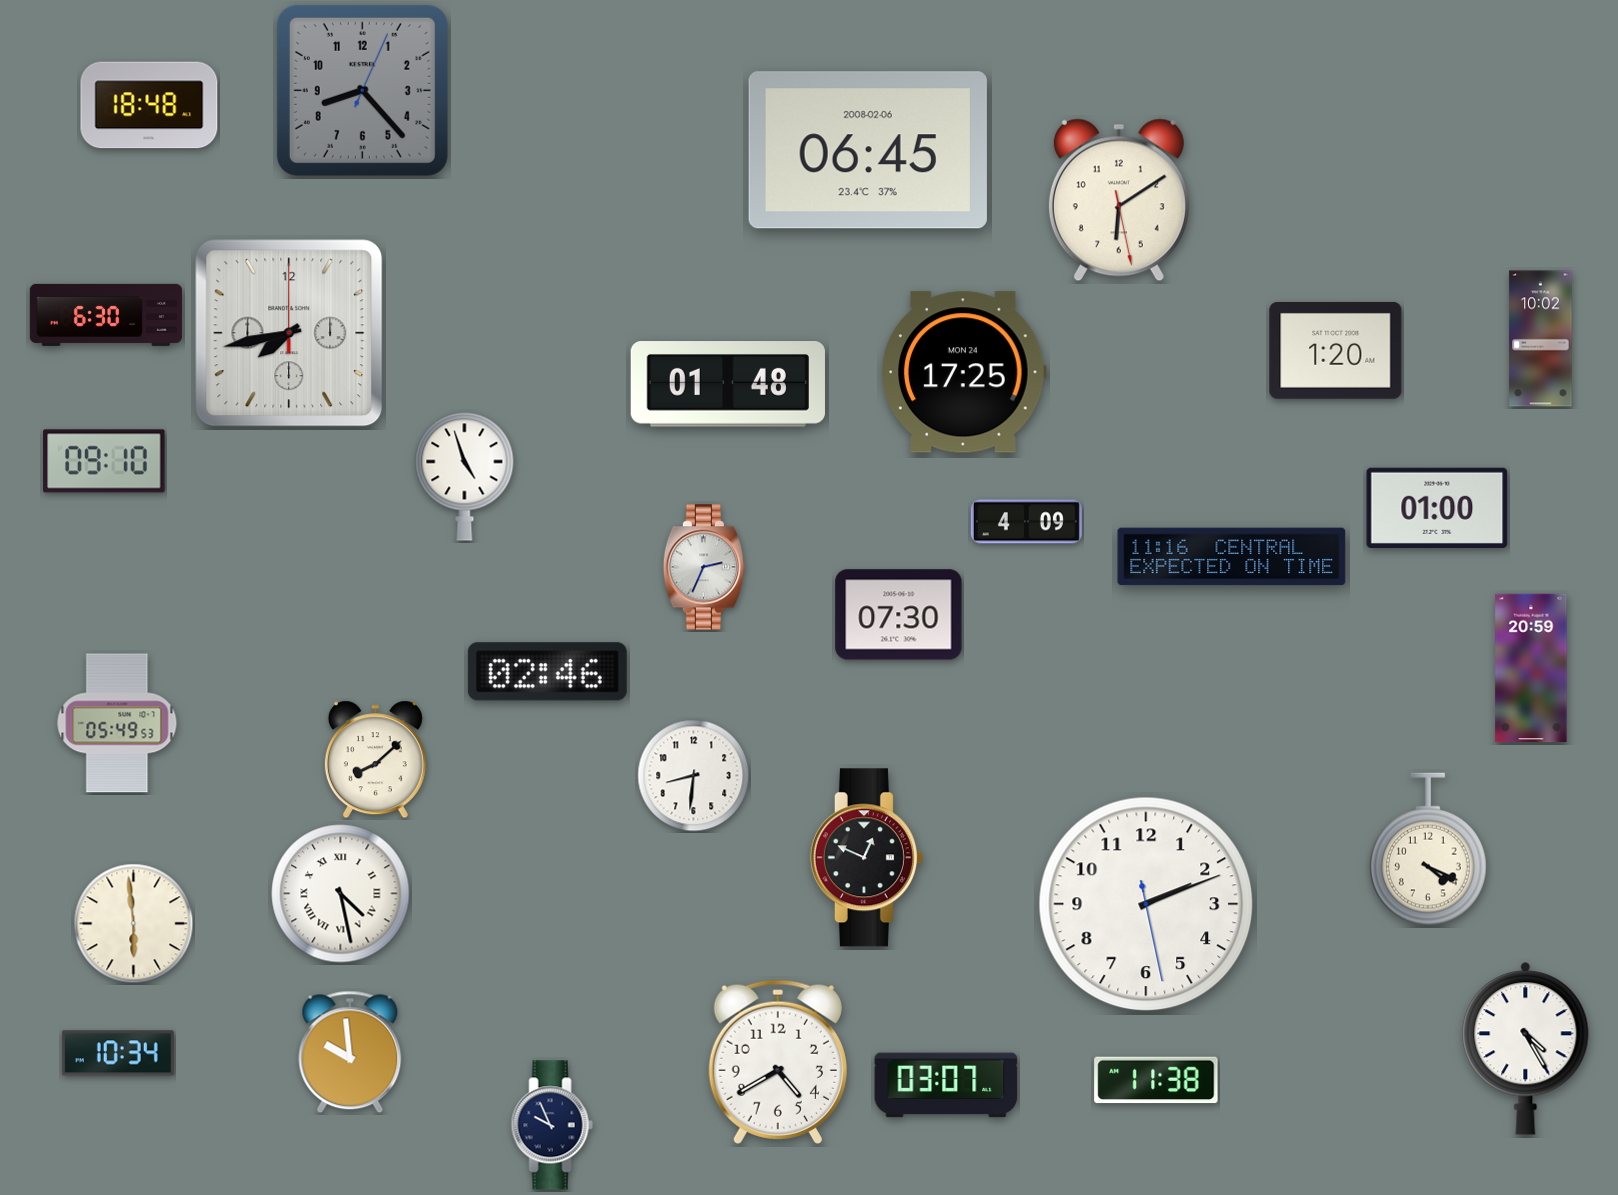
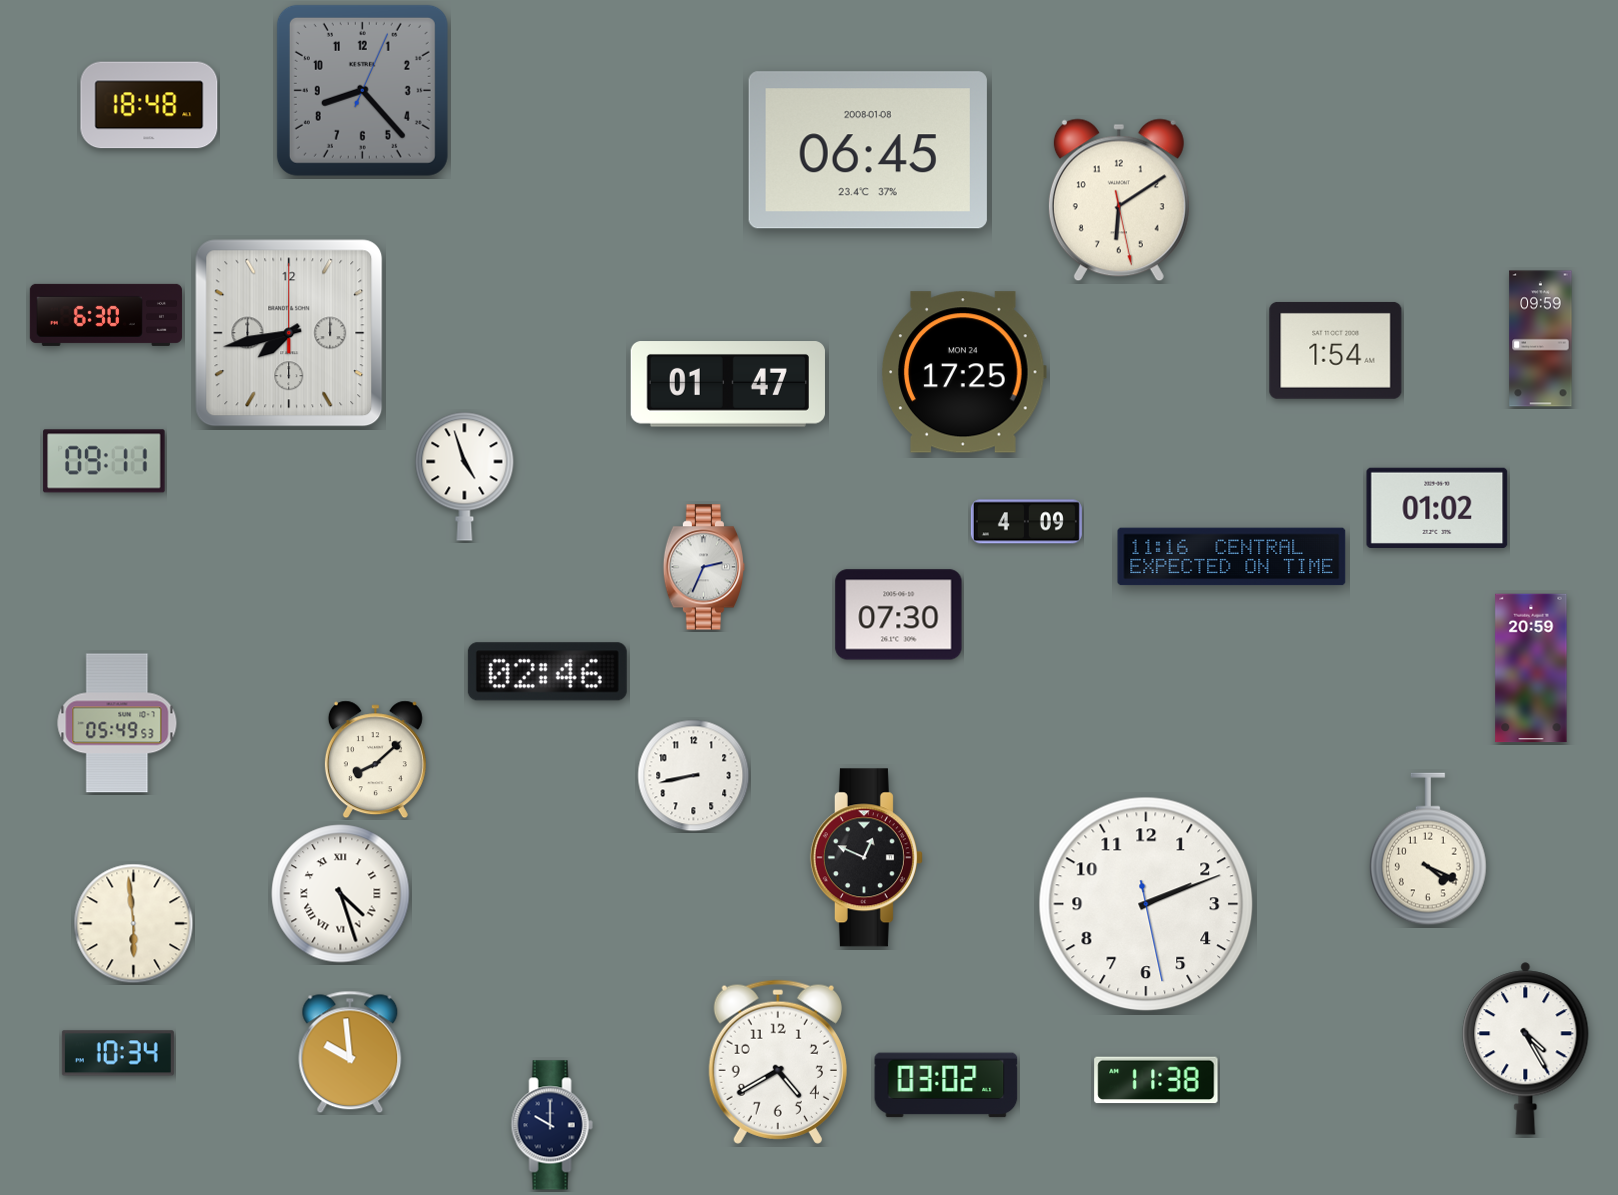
clock at (868, 150) date: 2008-02-06 -> 2008-01-08
clock at (1541, 339): 10:02 -> 09:59
clock at (1336, 350): 1:20 -> 1:54
clock at (728, 384): 01:48 -> 01:47
clock at (104, 461): 09:10 -> 09:11
clock at (1437, 508): 01:00 -> 01:02
clock at (694, 776): 8:31 -> 8:43
clock at (341, 894): 4:28 -> 4:27
clock at (946, 1085): 03:07 -> 03:02
clock at (552, 1125): 9:56 -> 10:00
